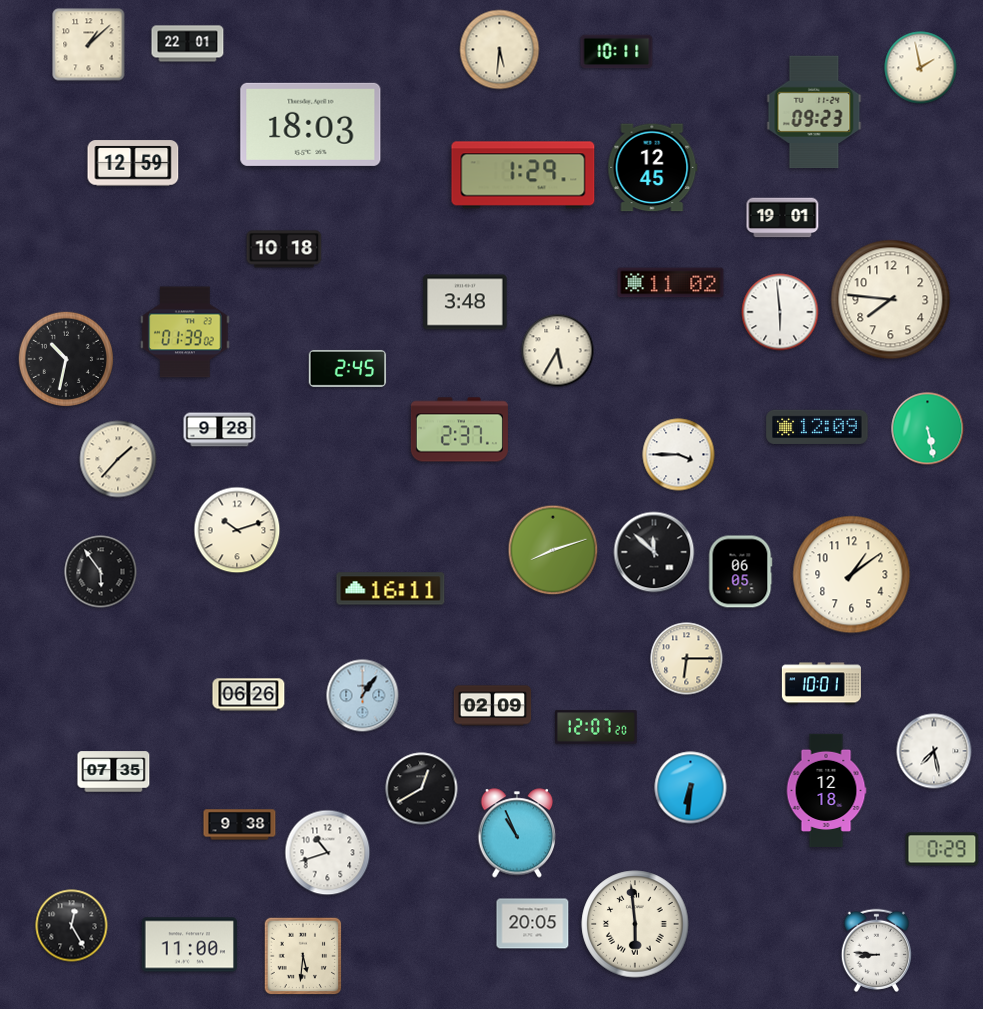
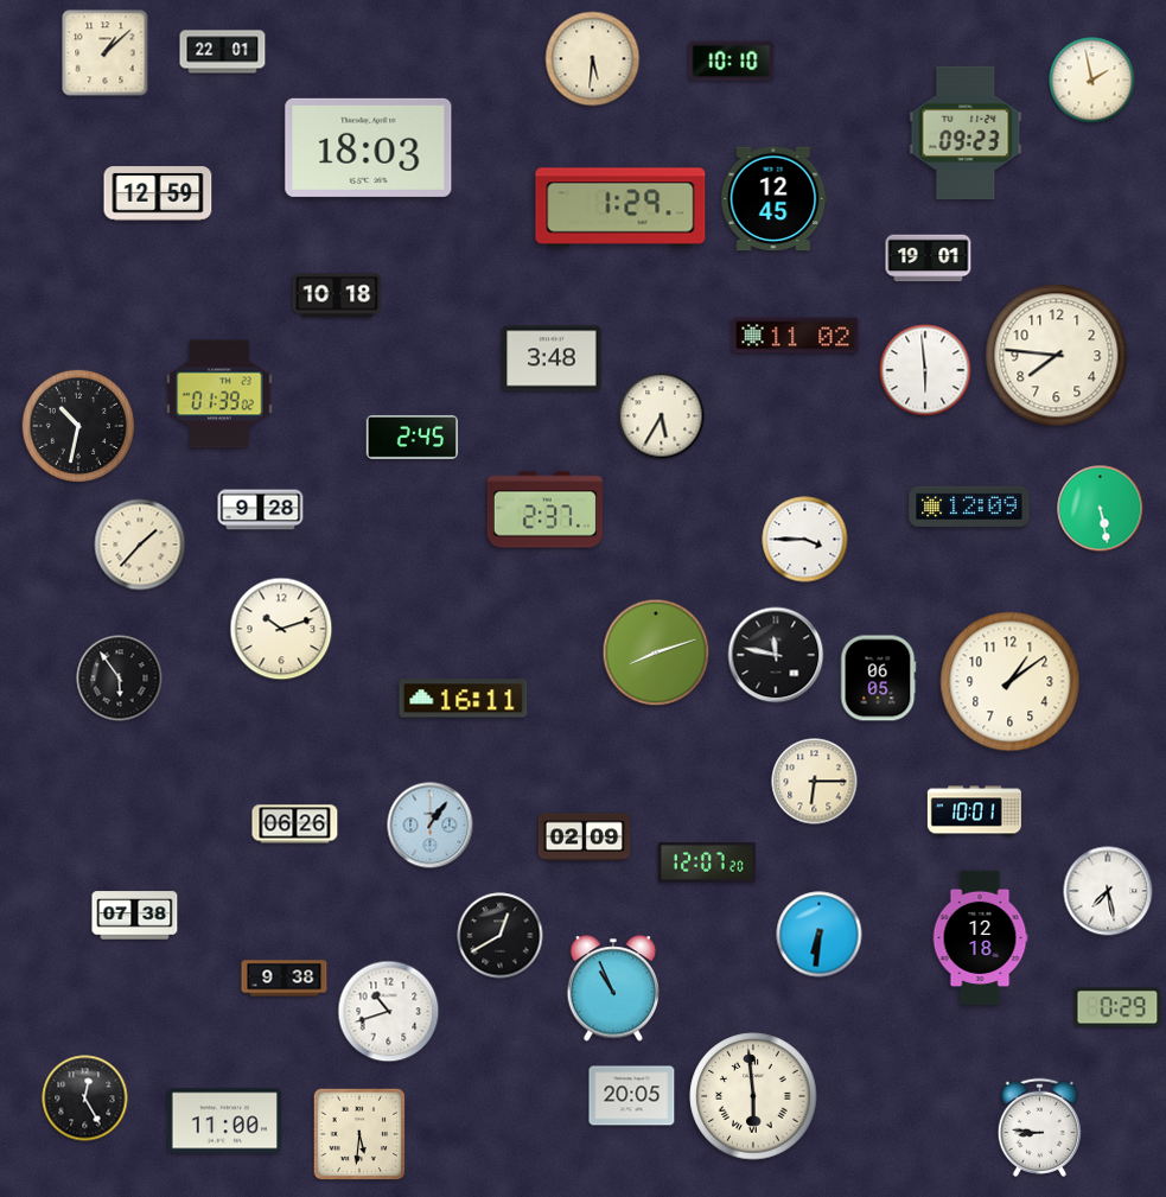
clock at (617, 52): 10:11 -> 10:10
clock at (654, 552): 11:52 -> 11:47
clock at (114, 772): 07:35 -> 07:38
